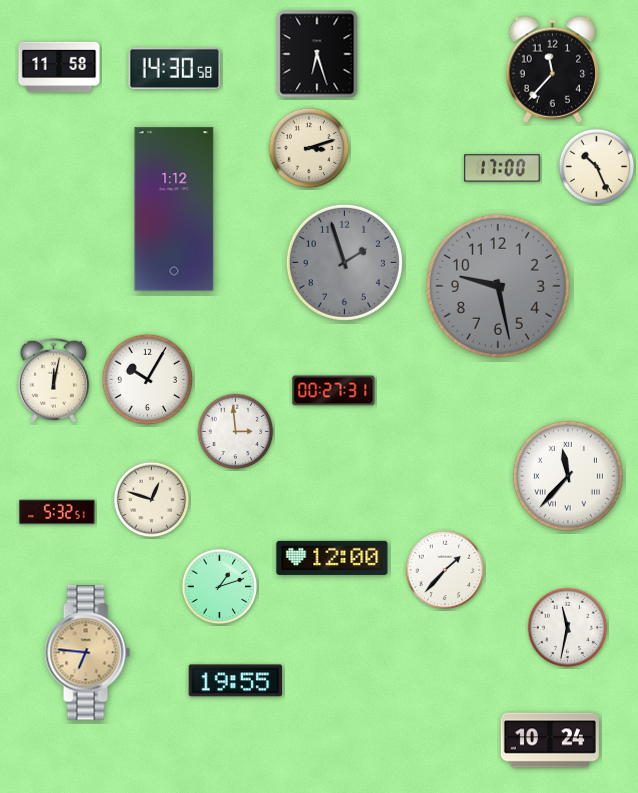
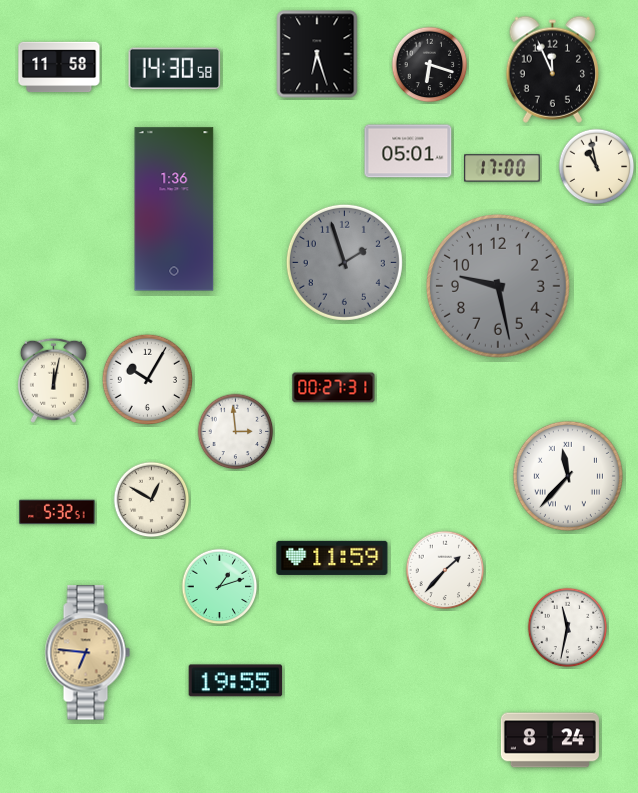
clock at (430, 65): none -> 6:18
clock at (552, 69): 11:37 -> 11:56
clock at (309, 148): 3:12 -> none
clock at (408, 151): none -> 05:01
clock at (597, 167): 10:26 -> 10:58
clock at (174, 209): 1:12 -> 1:36
clock at (334, 391) position: (334, 391) -> (334, 388)
clock at (152, 500): 12:48 -> 12:50
clock at (332, 558): 12:00 -> 11:59
clock at (550, 740): 10:24 -> 8:24
